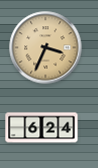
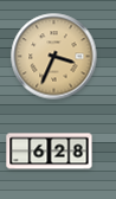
clock at (42, 128): 6:24 -> 6:28
